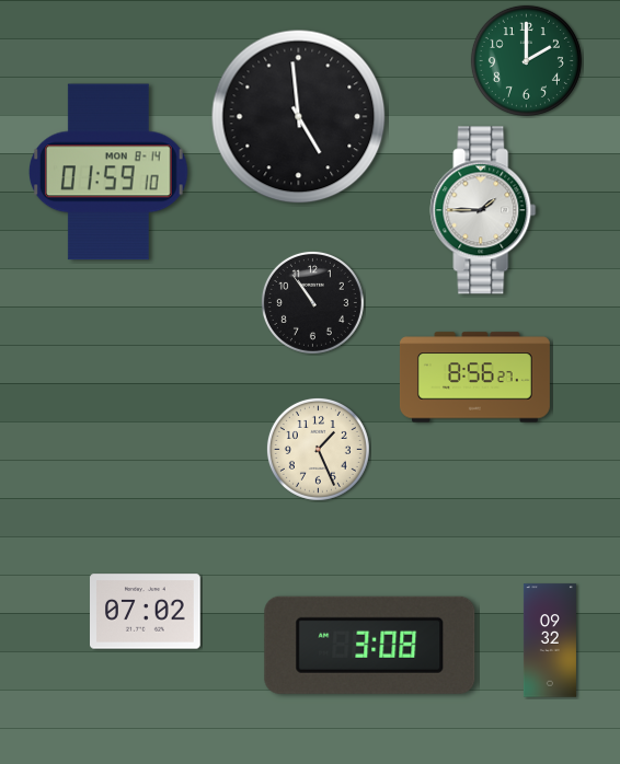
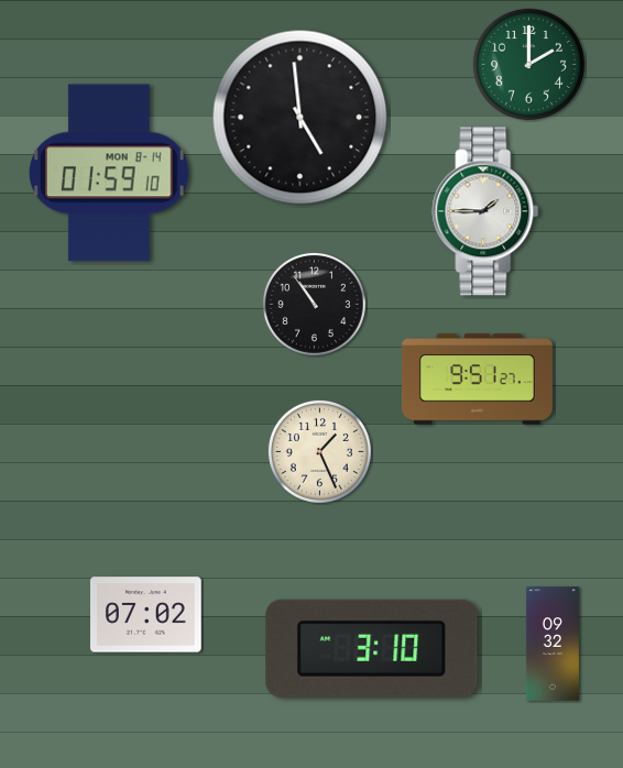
clock at (526, 60) position: (526, 60) -> (528, 64)
clock at (474, 378): 8:56 -> 9:51
clock at (370, 645): 3:08 -> 3:10
